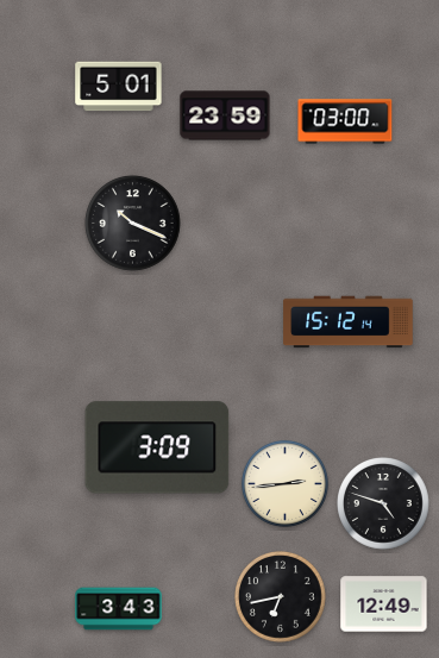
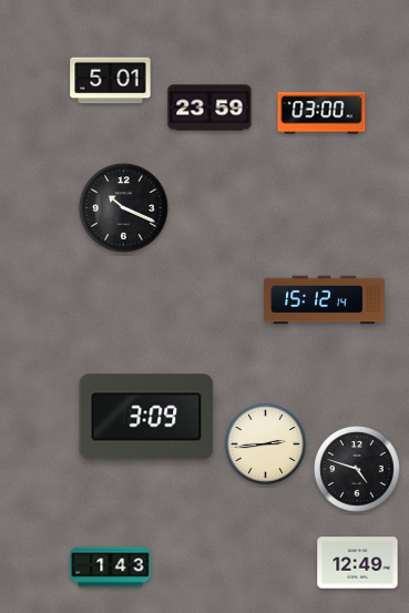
clock at (284, 483) position: (284, 483) -> (265, 443)
clock at (281, 597): 6:43 -> none
clock at (119, 609): 3:43 -> 1:43
